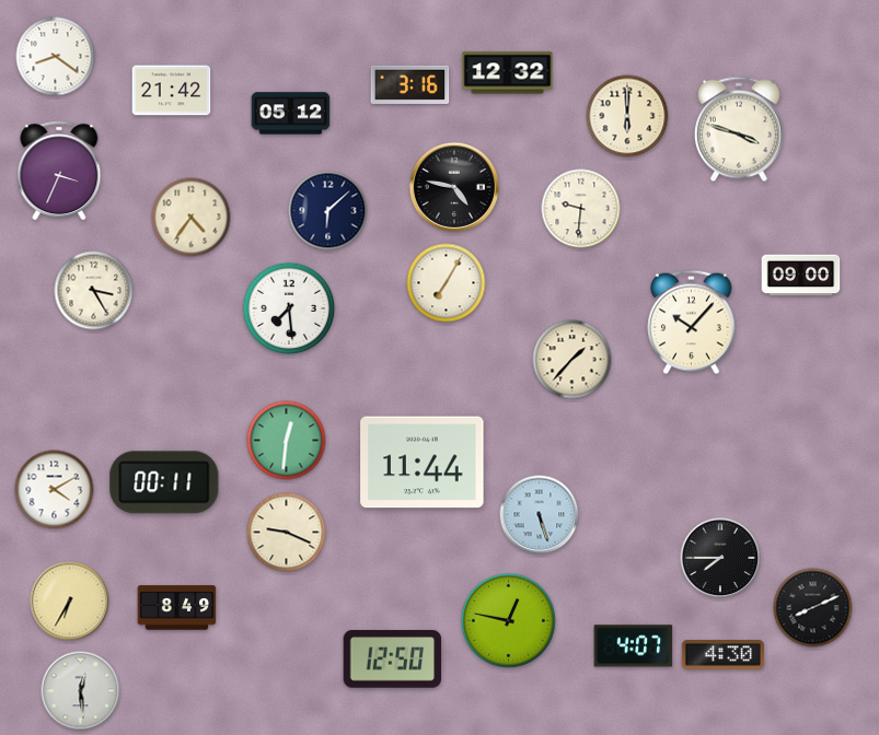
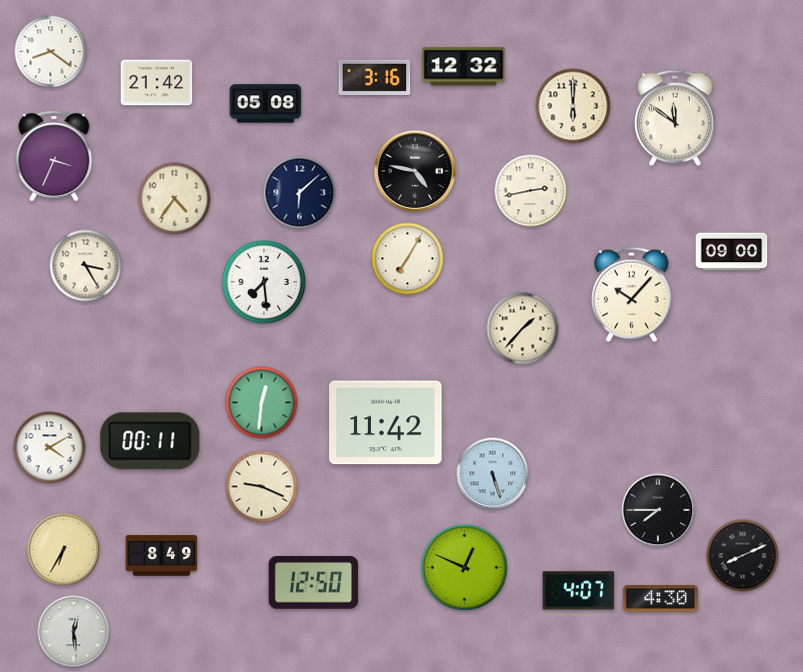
clock at (291, 114): 05:12 -> 05:08
clock at (739, 129): 3:48 -> 11:51
clock at (581, 209): 9:31 -> 2:43
clock at (423, 463): 11:44 -> 11:42
clock at (540, 515) position: (540, 515) -> (493, 474)
clock at (508, 620): 12:47 -> 12:49
clock at (393, 660) position: (393, 660) -> (314, 583)
